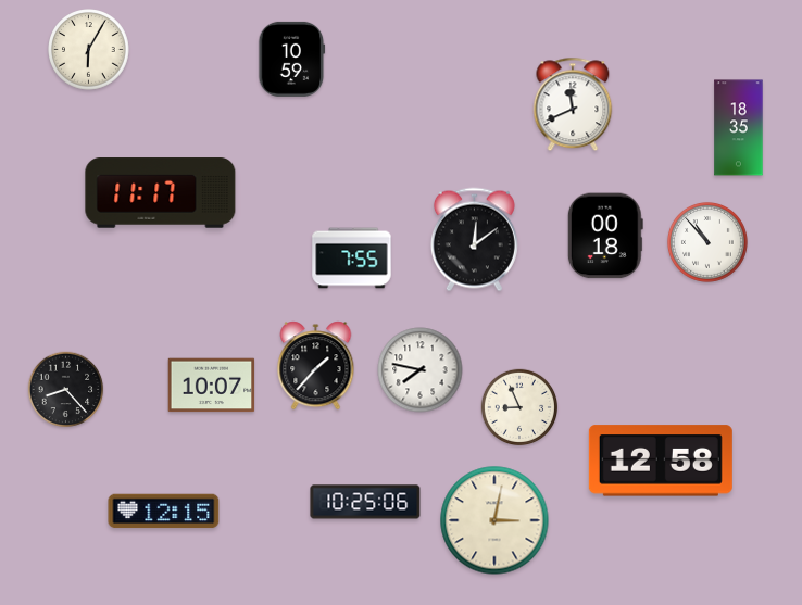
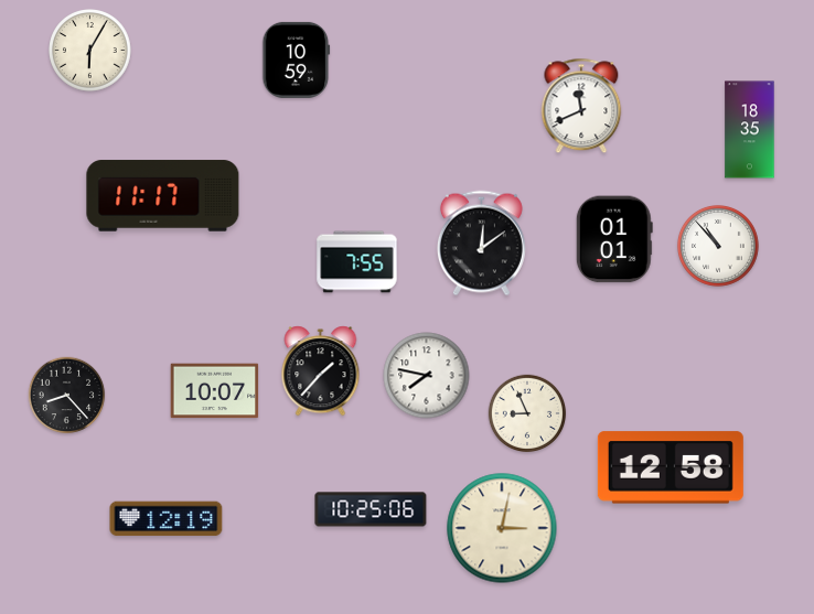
clock at (605, 236): 00:18 -> 01:01
clock at (164, 512): 12:15 -> 12:19
